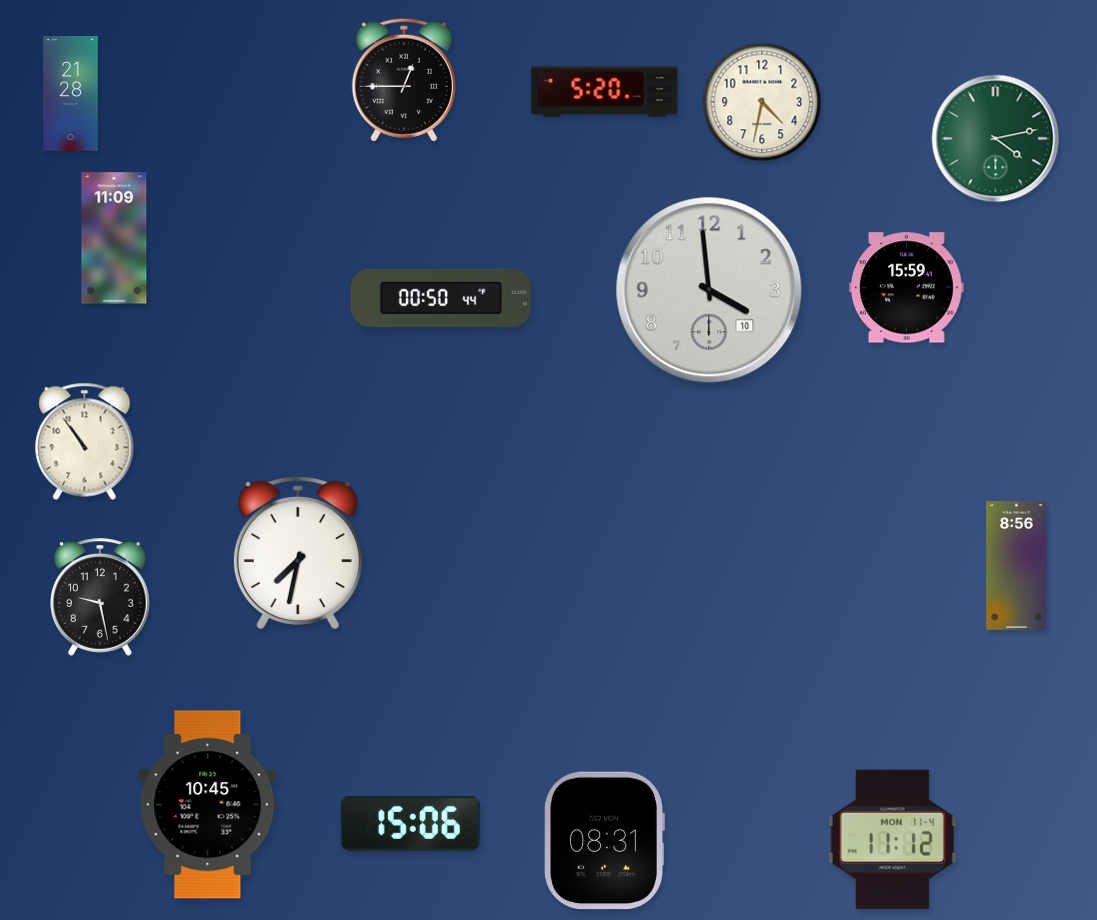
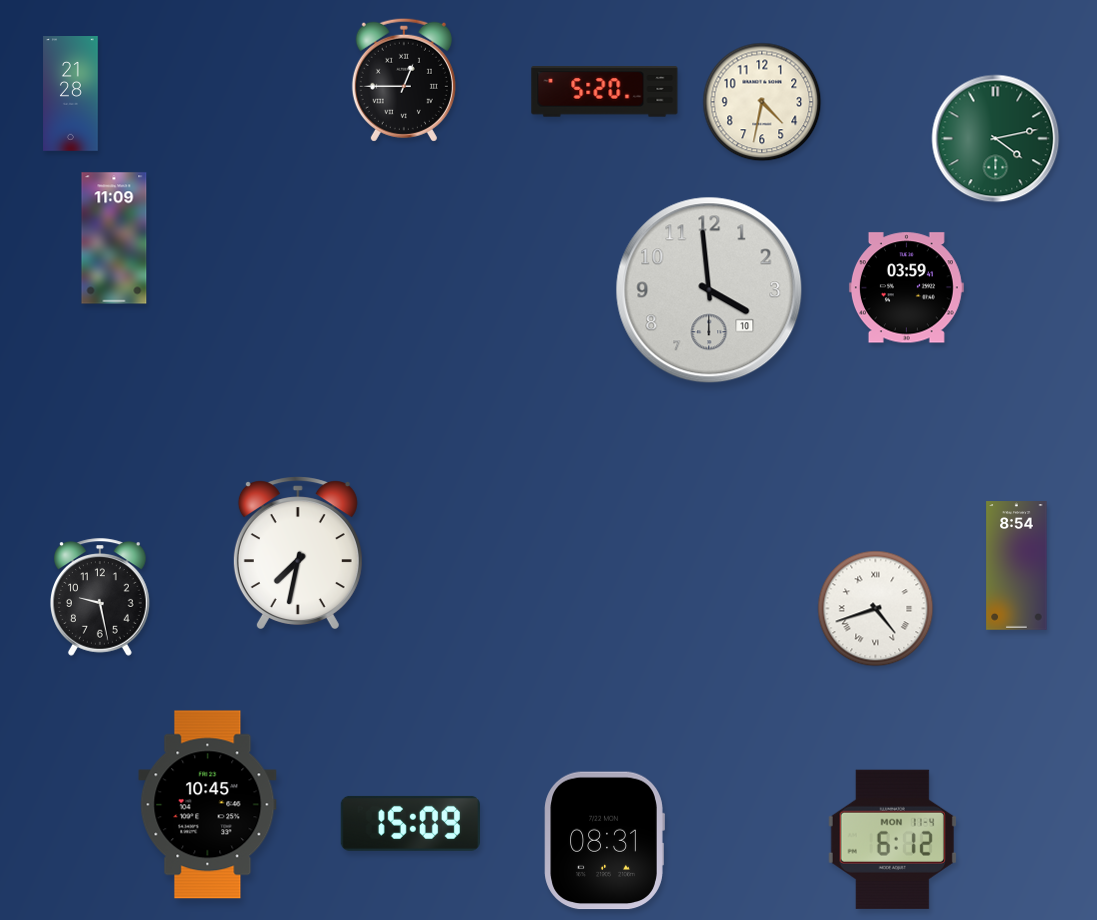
clock at (906, 288): 15:59 -> 03:59
clock at (441, 298): 00:50 -> none
clock at (85, 441): 10:54 -> none
clock at (1017, 566): 8:56 -> 8:54
clock at (876, 609): none -> 4:42
clock at (410, 823): 15:06 -> 15:09
clock at (892, 839): 11:12 -> 6:12
